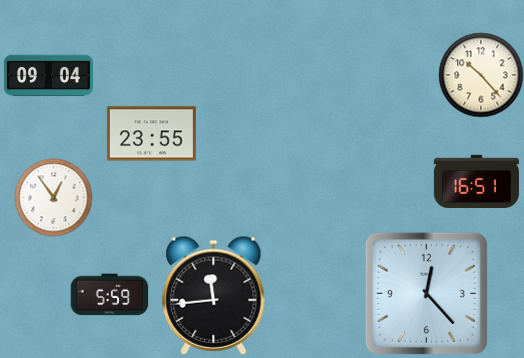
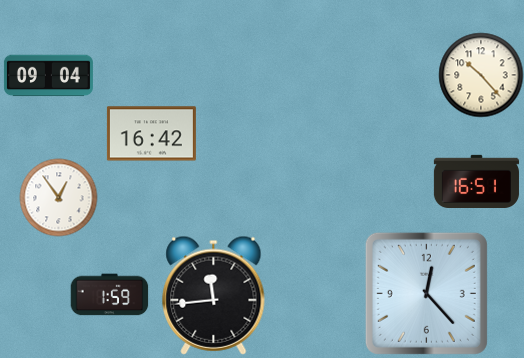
clock at (151, 134): 23:55 -> 16:42
clock at (53, 197) position: (53, 197) -> (58, 197)
clock at (109, 295): 5:59 -> 1:59
